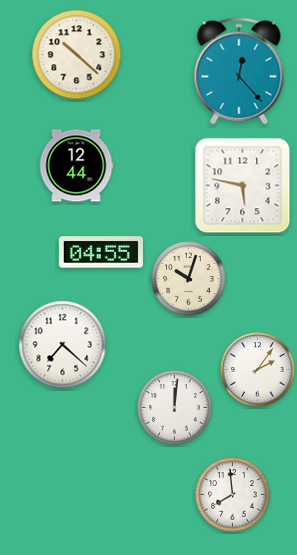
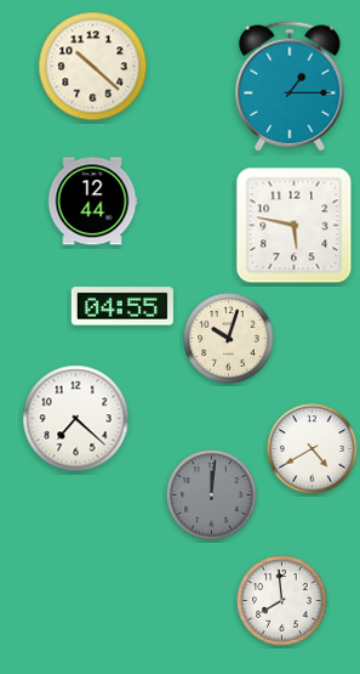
clock at (239, 71): 12:23 -> 1:15
clock at (258, 370): 2:06 -> 4:40
clock at (175, 408) dial: white -> grey
